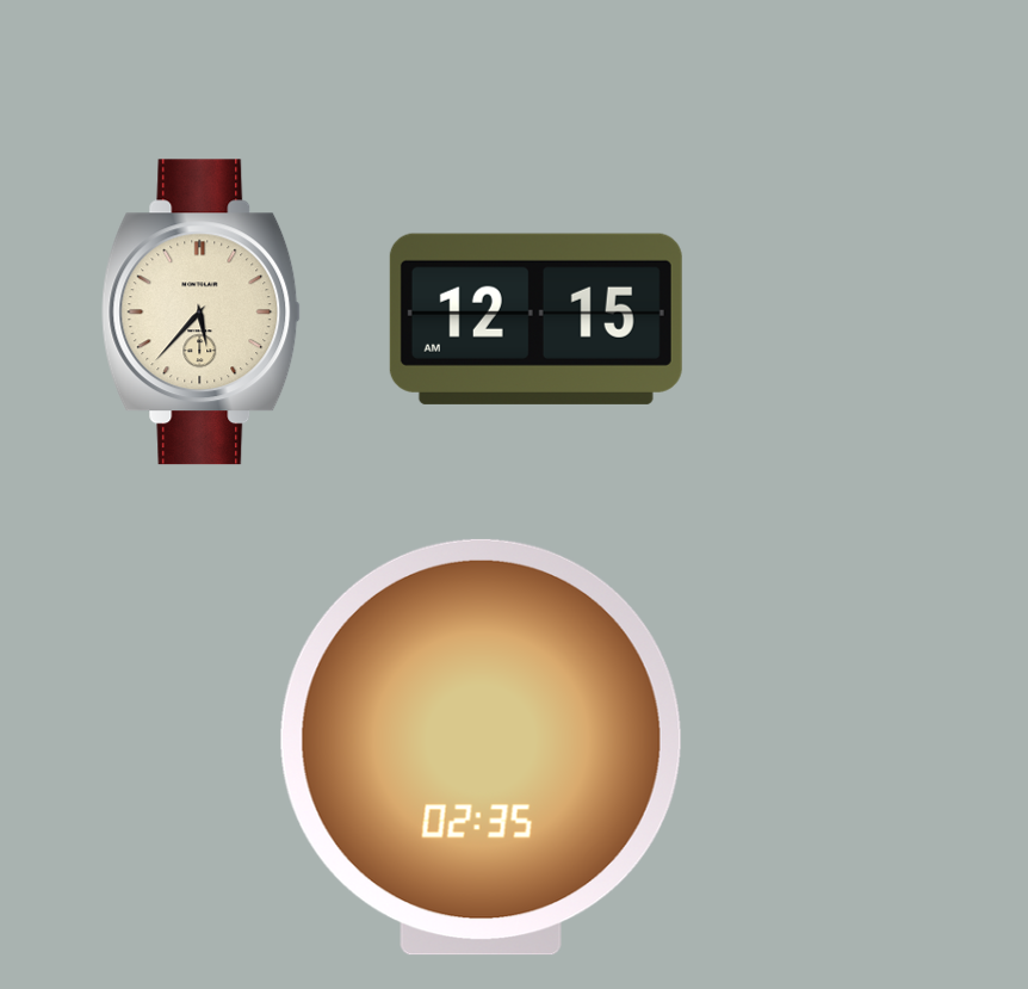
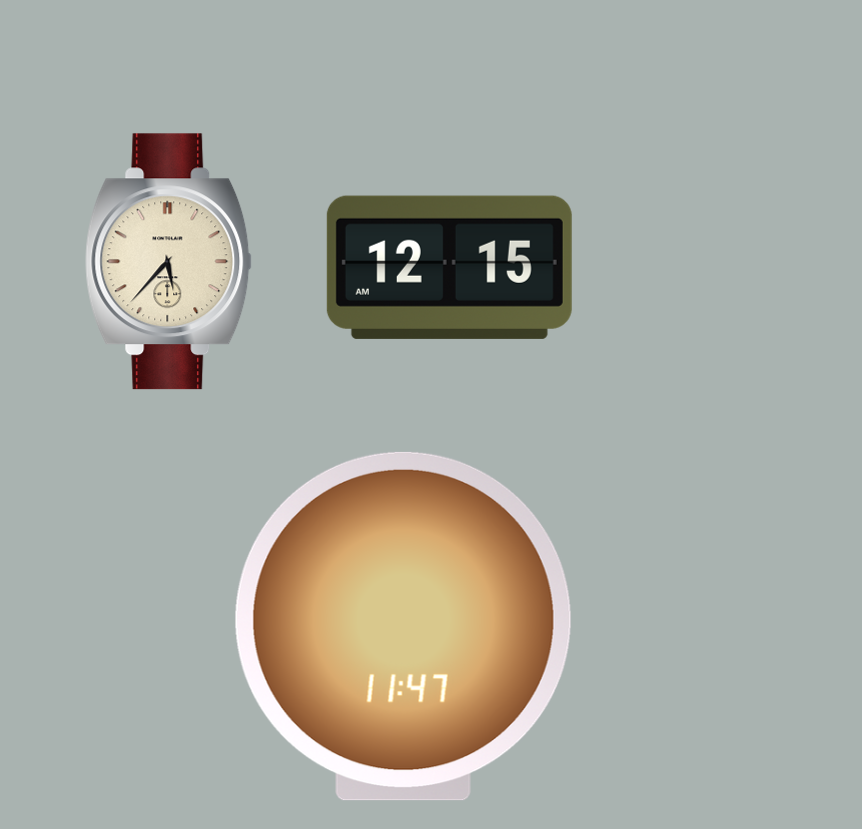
clock at (481, 747): 02:35 -> 11:47
